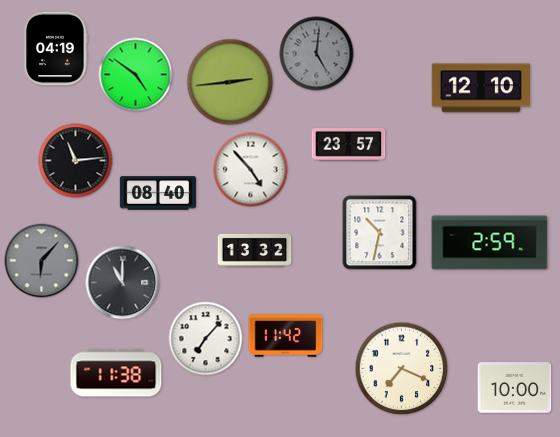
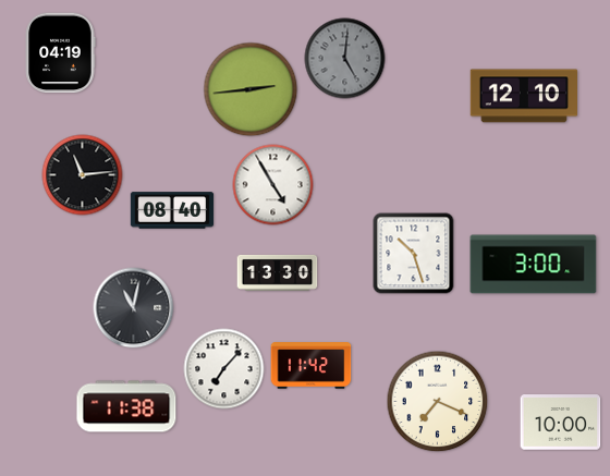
clock at (136, 75): 4:51 -> none
clock at (349, 144): 23:57 -> none
clock at (251, 170): 4:53 -> 4:55
clock at (380, 233): 10:32 -> 10:27
clock at (490, 243): 2:59 -> 3:00
clock at (255, 250): 13:32 -> 13:30
clock at (42, 261): 6:07 -> none
clock at (123, 283): 11:00 -> 11:02
